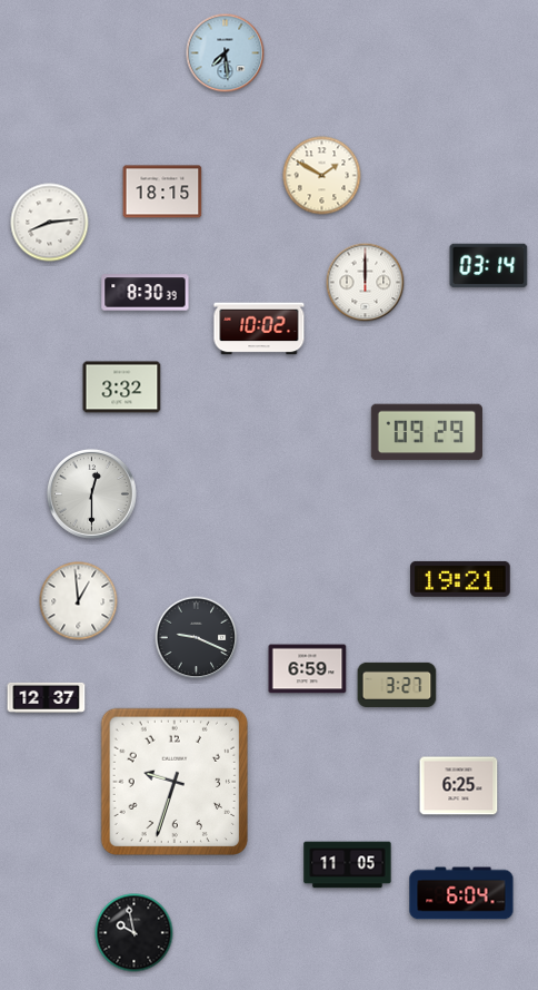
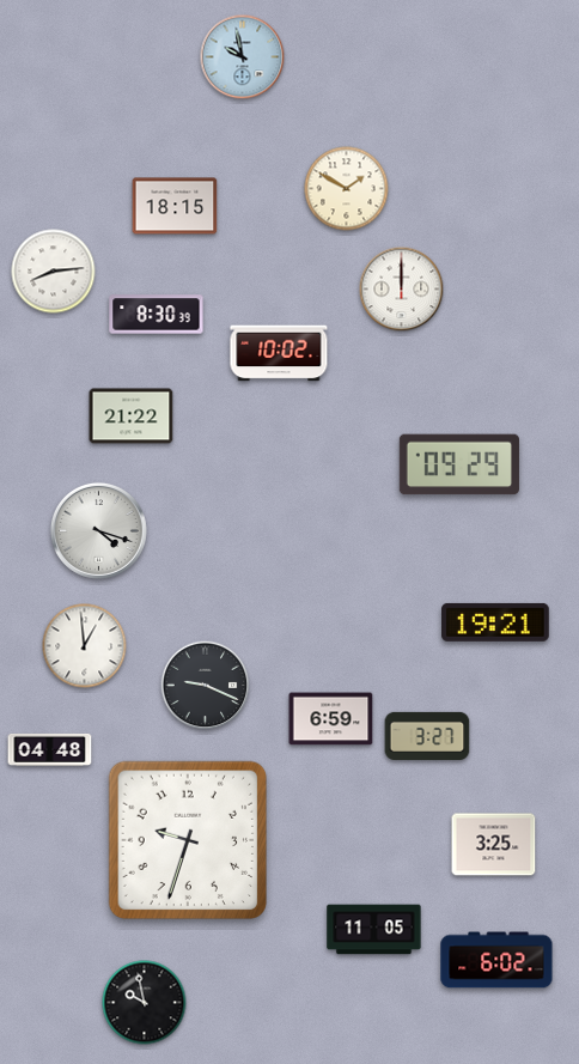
clock at (226, 53): 7:29 -> 9:58
clock at (50, 223) position: (50, 223) -> (54, 272)
clock at (489, 266): 03:14 -> none
clock at (366, 283) position: (366, 283) -> (402, 290)
clock at (122, 388): 3:32 -> 21:22
clock at (91, 493): 12:30 -> 4:18
clock at (197, 638) position: (197, 638) -> (206, 686)
clock at (47, 697): 12:37 -> 04:48
clock at (459, 786): 6:25 -> 3:25
clock at (461, 893): 6:04 -> 6:02
